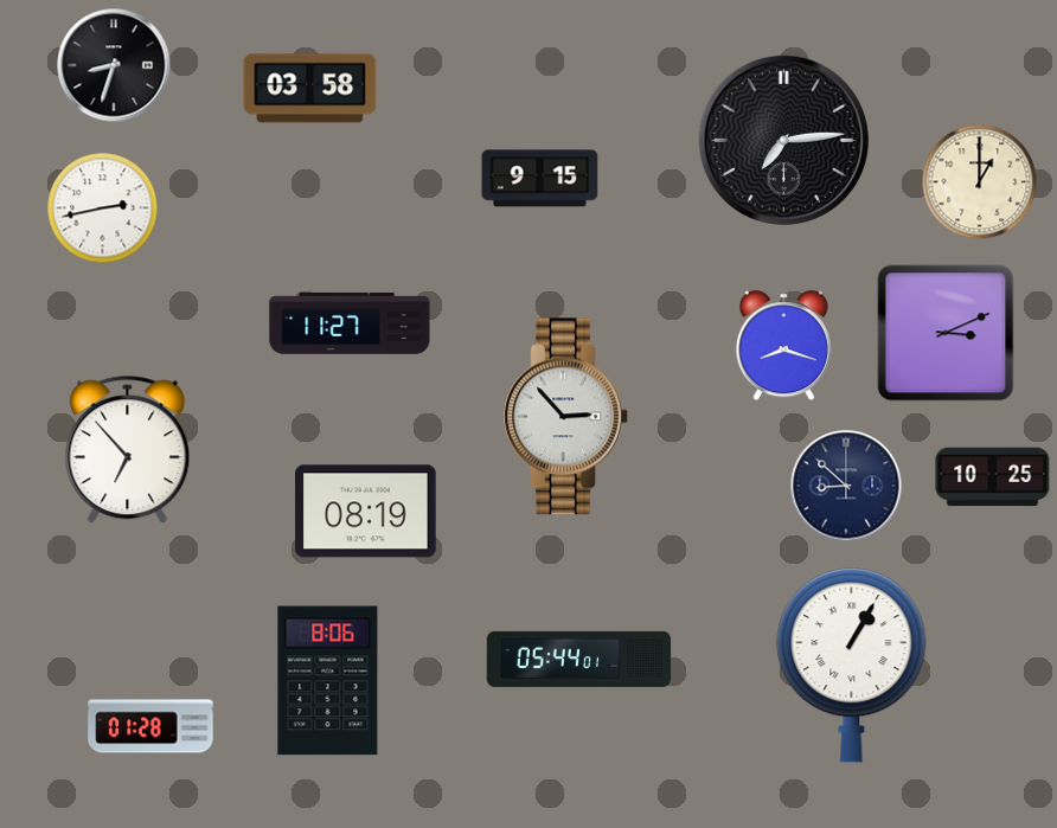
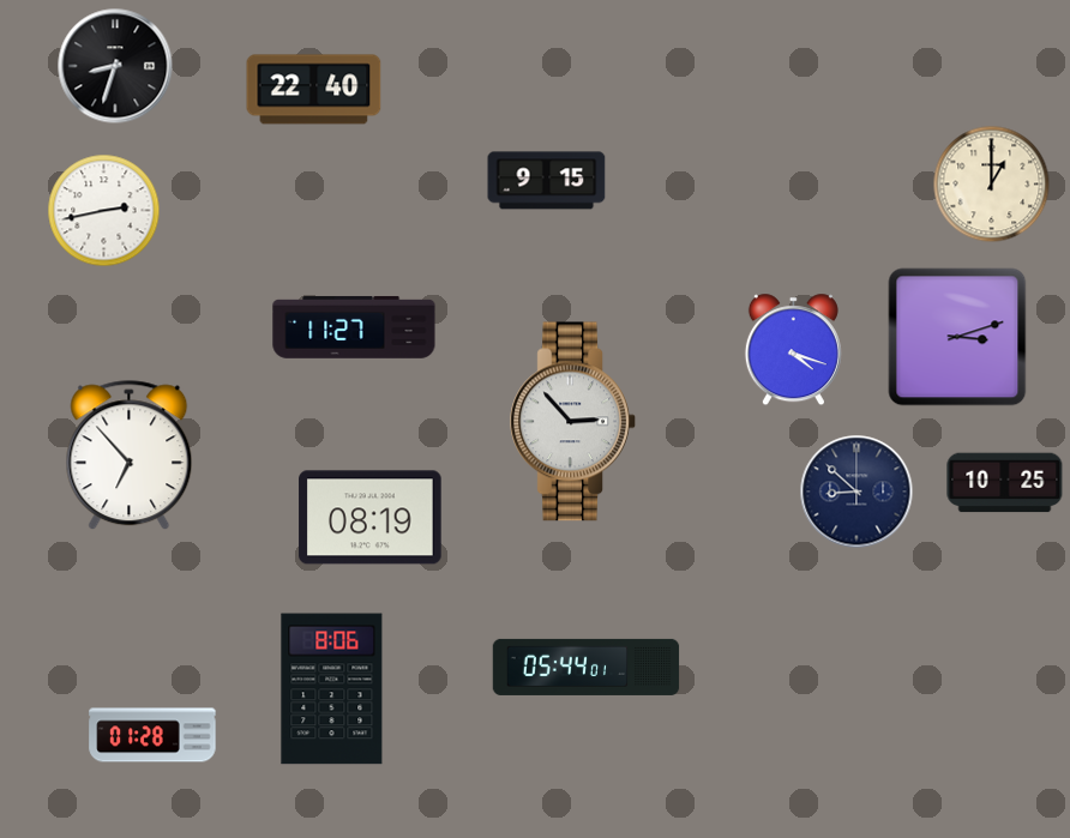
clock at (310, 89): 03:58 -> 22:40
clock at (783, 140): 7:14 -> none
clock at (946, 333): 3:11 -> 3:12
clock at (783, 346): 8:18 -> 4:18
clock at (852, 666): 1:05 -> none
